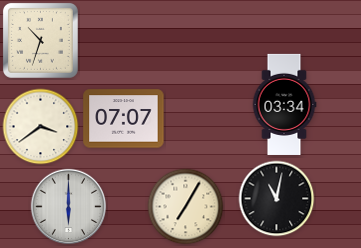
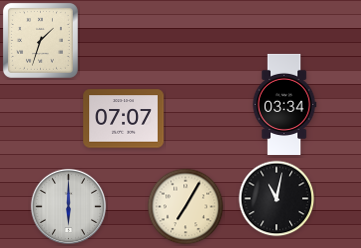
clock at (40, 40): 10:33 -> 1:33
clock at (41, 127): 3:39 -> none
